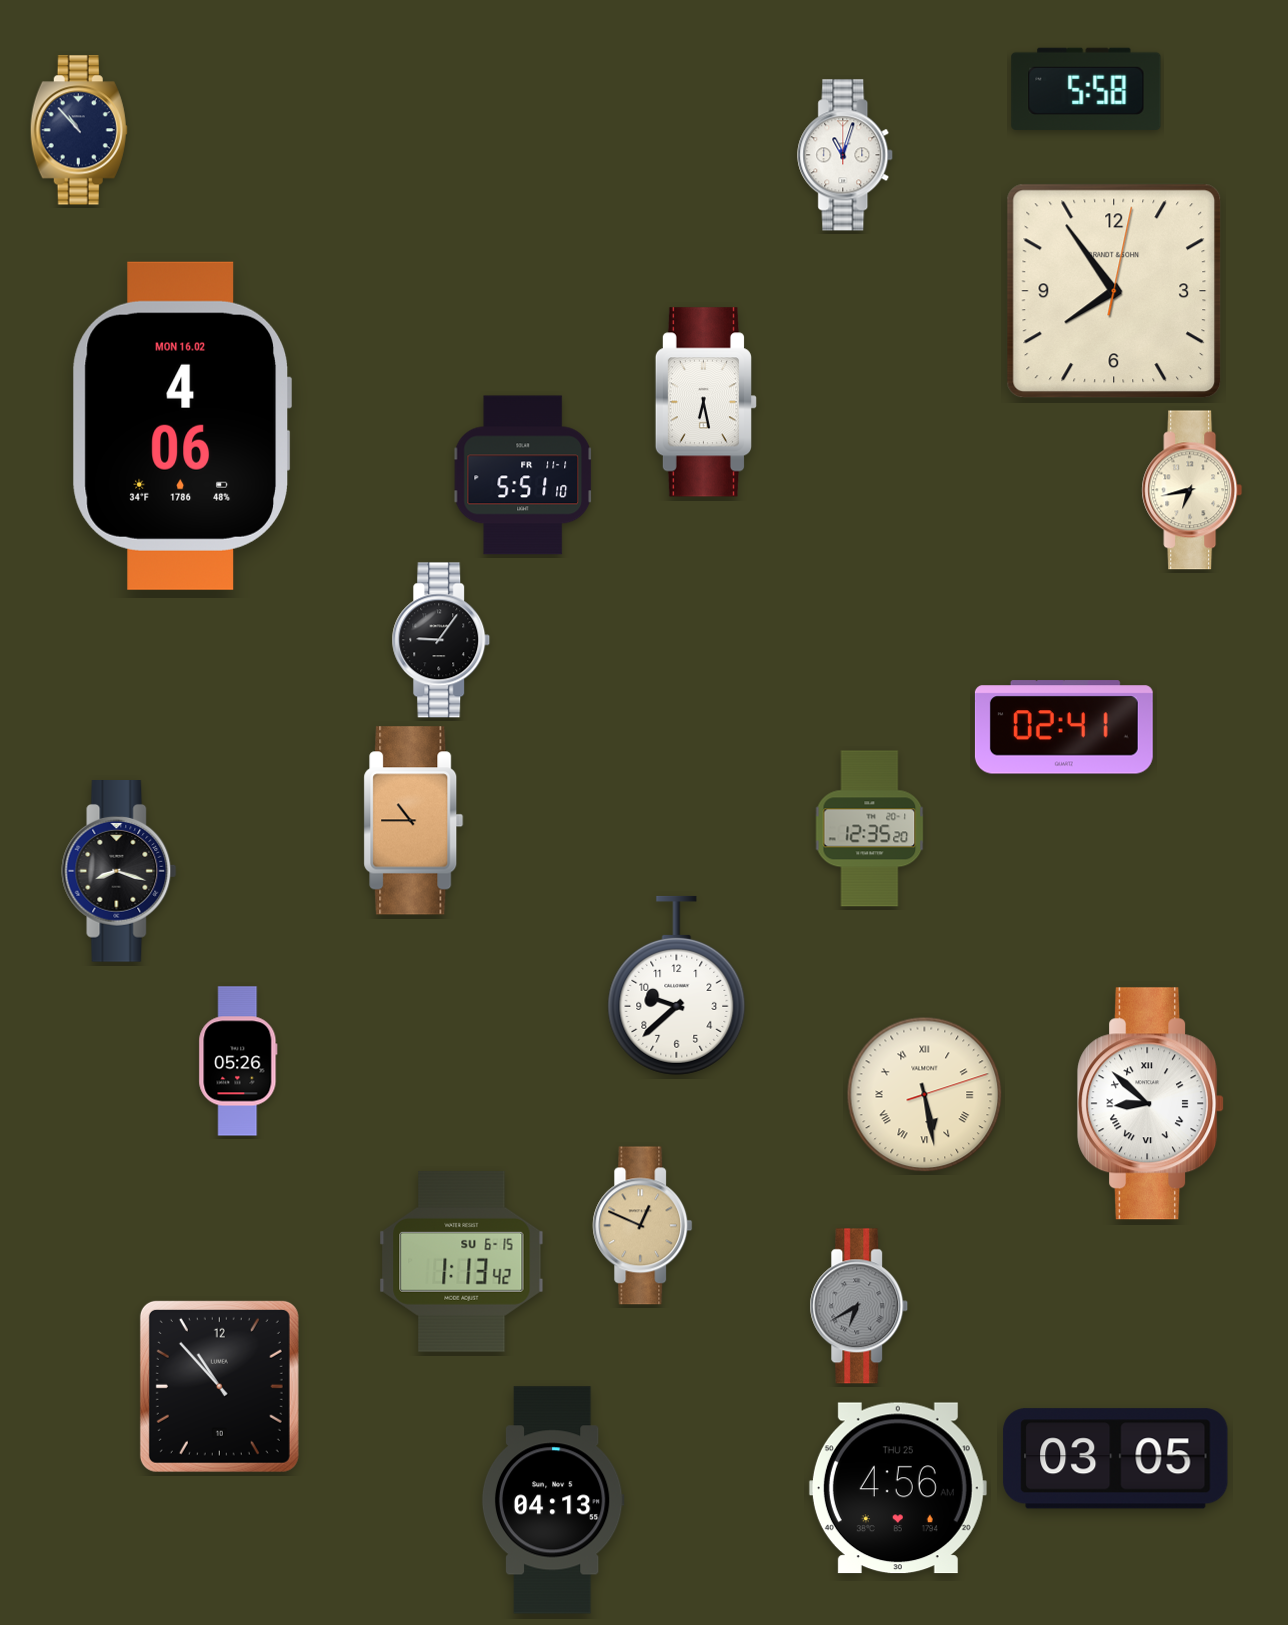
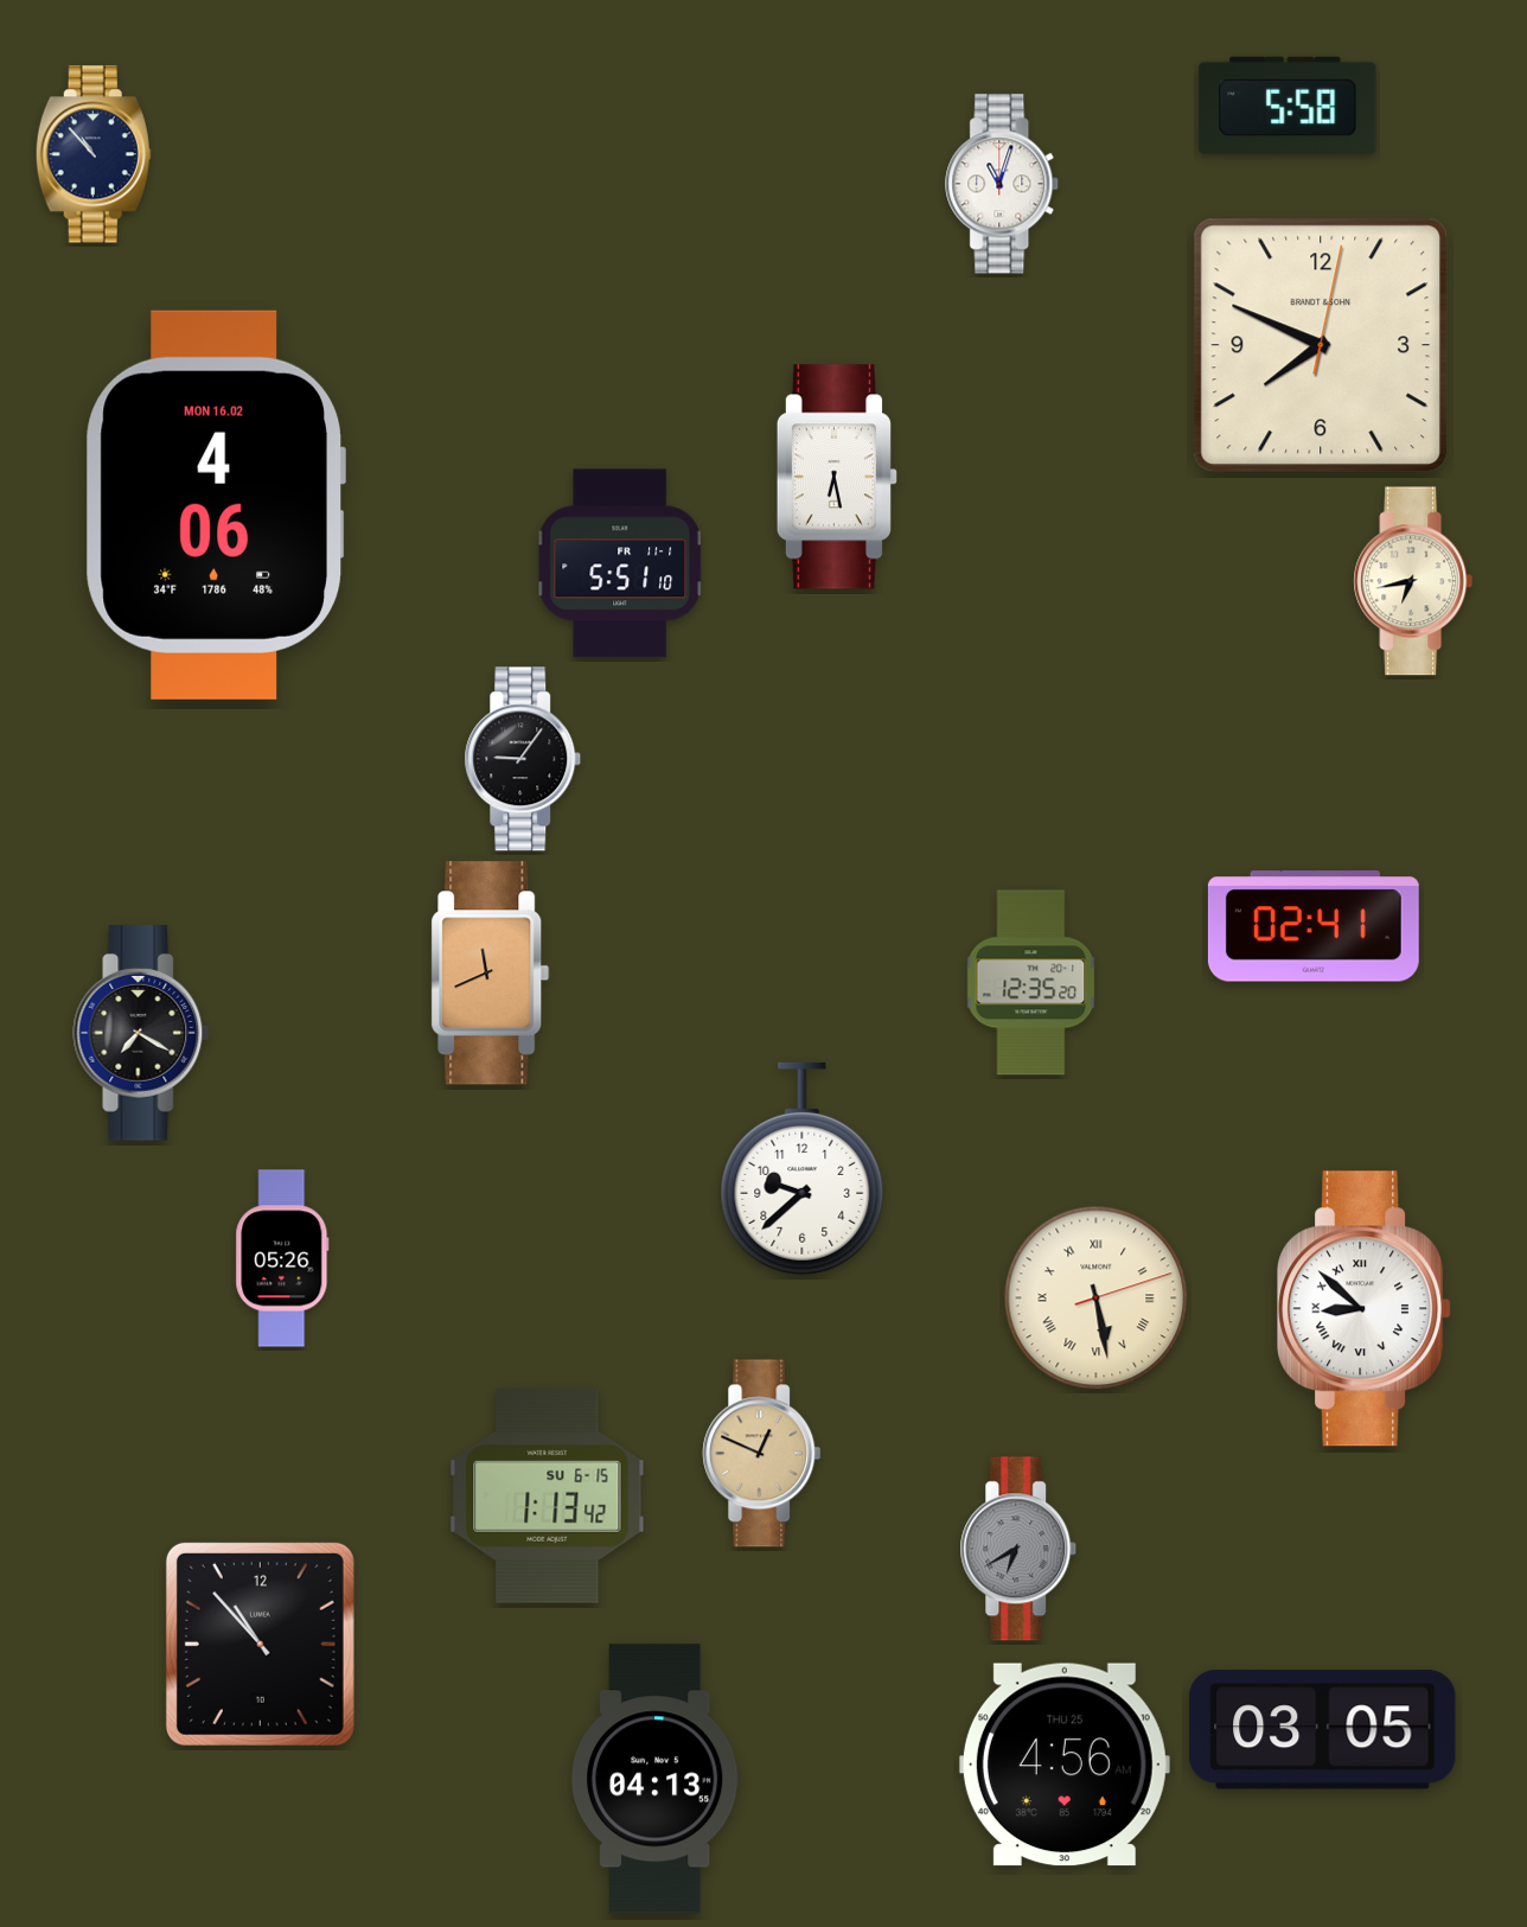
clock at (1114, 291): 7:54 -> 7:49
clock at (1064, 727) position: (1064, 727) -> (1314, 926)
clock at (414, 821): 10:45 -> 11:41
clock at (119, 872): 8:18 -> 7:20
